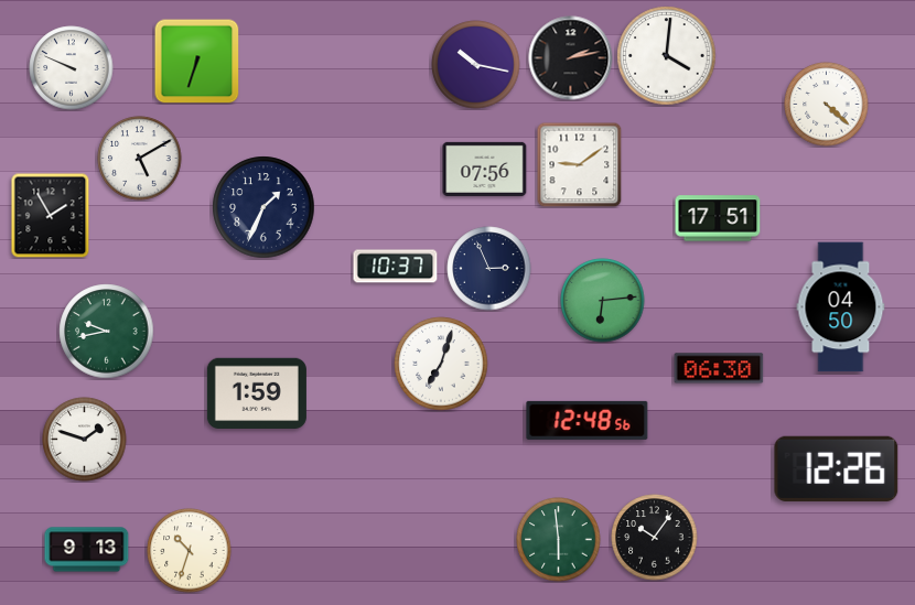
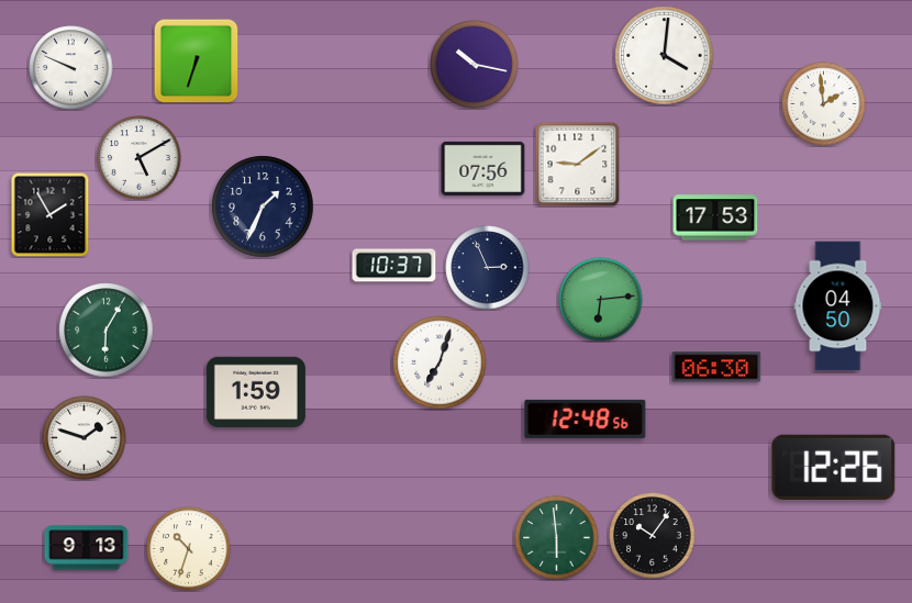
clock at (571, 58): 2:13 -> none
clock at (827, 105): 4:22 -> 1:59
clock at (718, 218): 17:51 -> 17:53
clock at (107, 332): 9:43 -> 6:05
